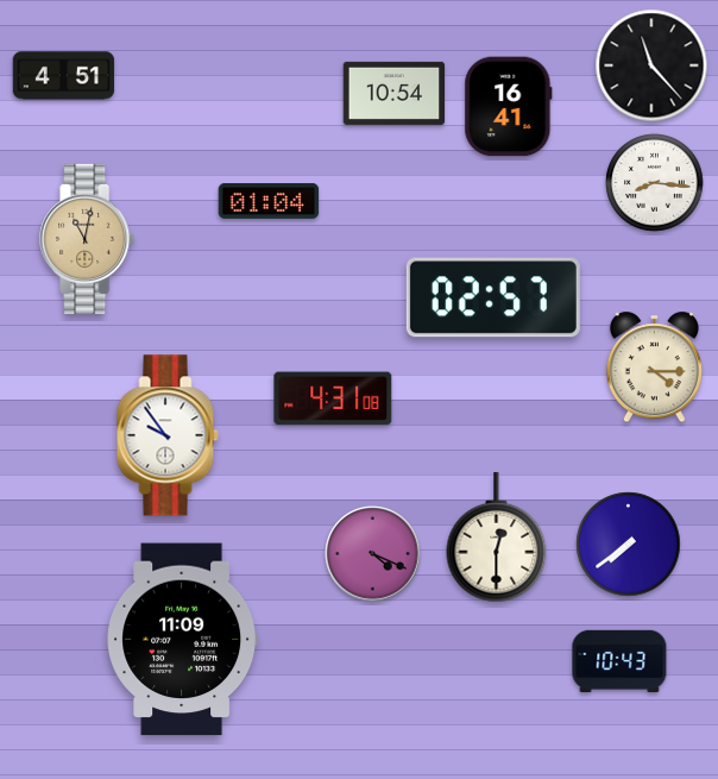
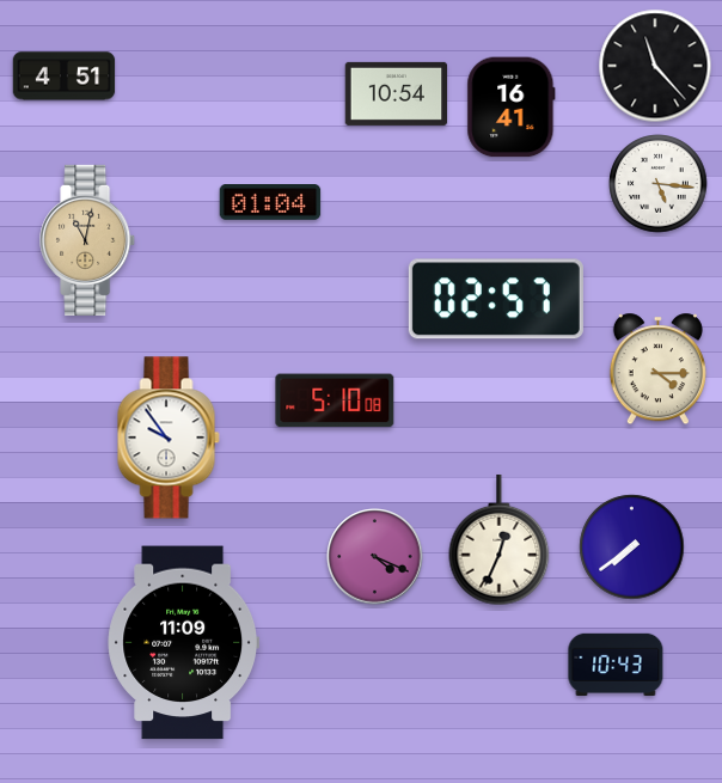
clock at (655, 183): 8:16 -> 5:16
clock at (333, 398): 4:31 -> 5:10
clock at (497, 538): 12:30 -> 12:34
clock at (619, 660) position: (619, 660) -> (616, 663)
